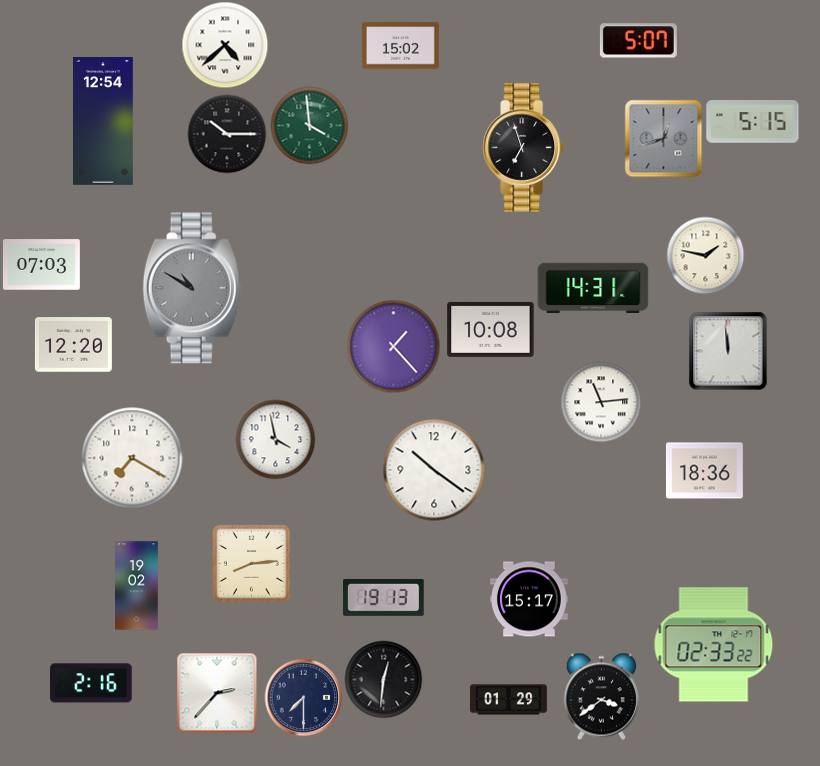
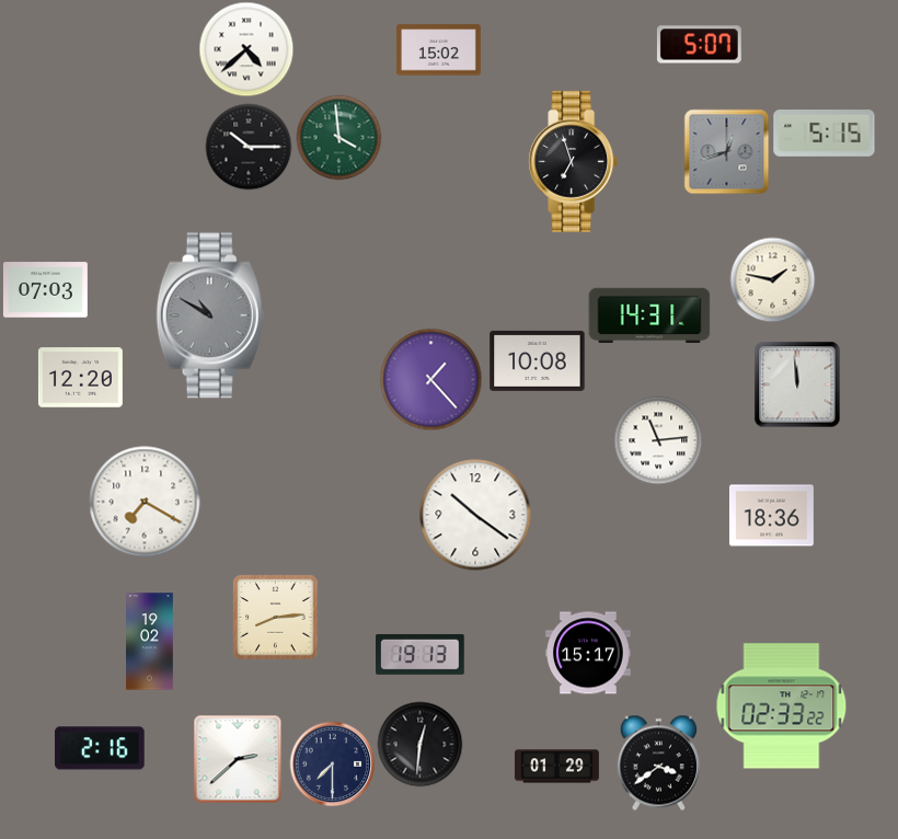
clock at (104, 122): 12:54 -> none
clock at (275, 439): 3:58 -> none
clock at (529, 599) position: (529, 599) -> (588, 653)
clock at (217, 693): 2:37 -> 2:38
